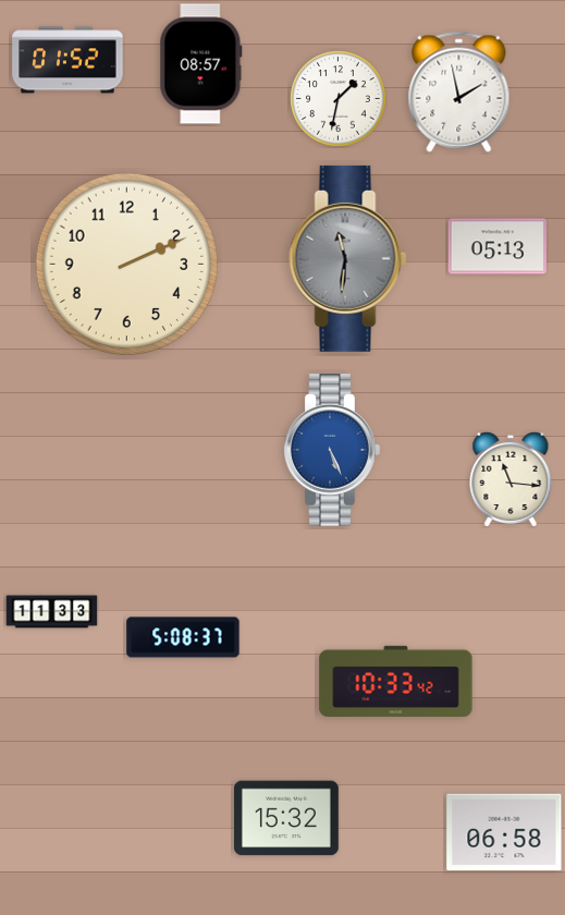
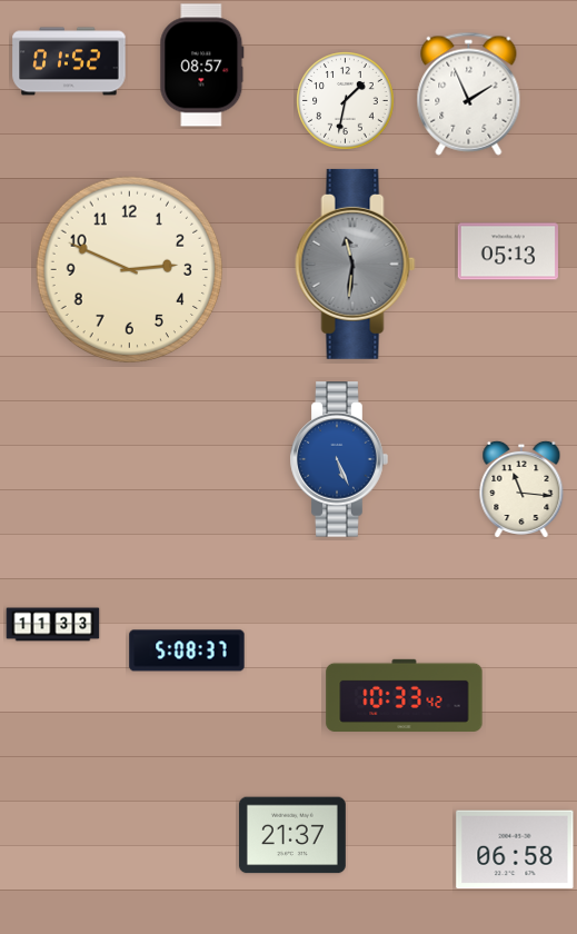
clock at (201, 64) position: (201, 64) -> (202, 66)
clock at (459, 91): 1:58 -> 1:56
clock at (127, 265): 2:11 -> 2:49
clock at (286, 818): 15:32 -> 21:37
